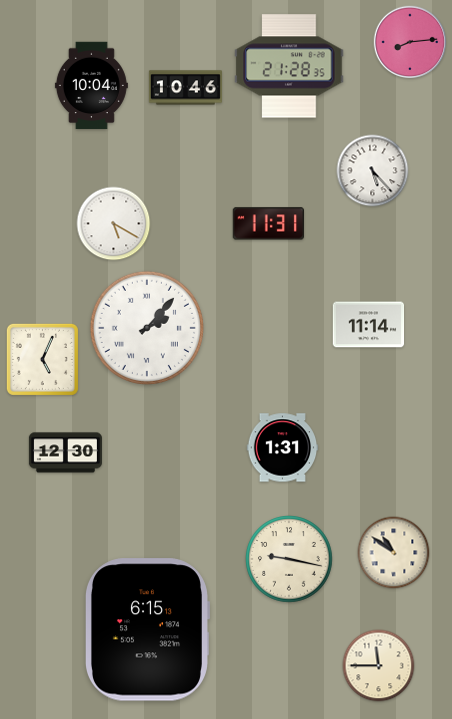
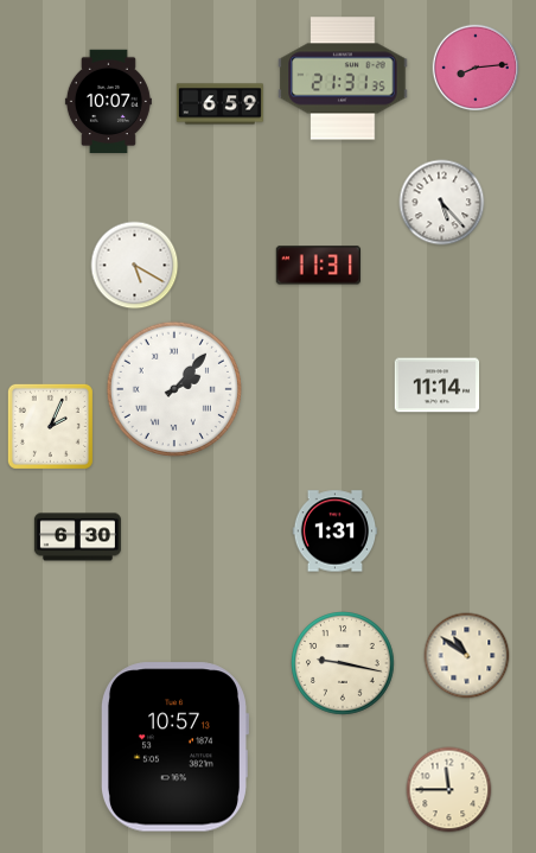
clock at (410, 42) position: (410, 42) -> (476, 68)
clock at (289, 66): 21:28 -> 21:31
clock at (91, 86): 10:04 -> 10:07
clock at (185, 88): 10:46 -> 6:59
clock at (42, 359): 5:04 -> 2:04
clock at (65, 453): 12:30 -> 6:30
clock at (147, 630): 6:15 -> 10:57
